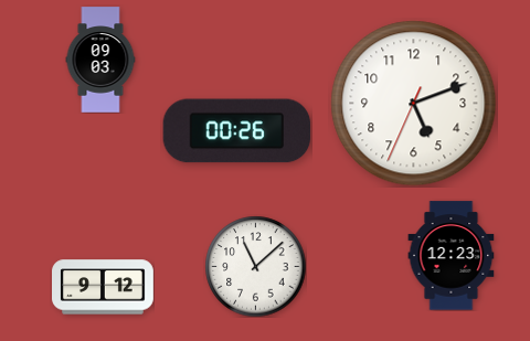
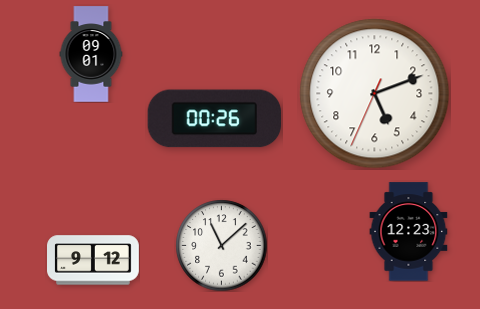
clock at (100, 60): 09:03 -> 09:01
clock at (255, 266) position: (255, 266) -> (221, 245)
